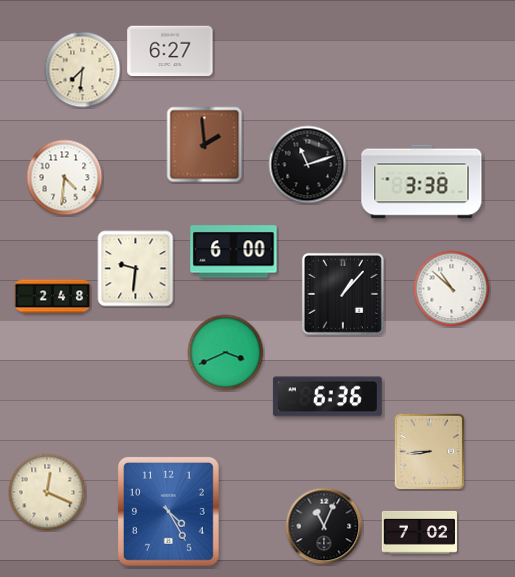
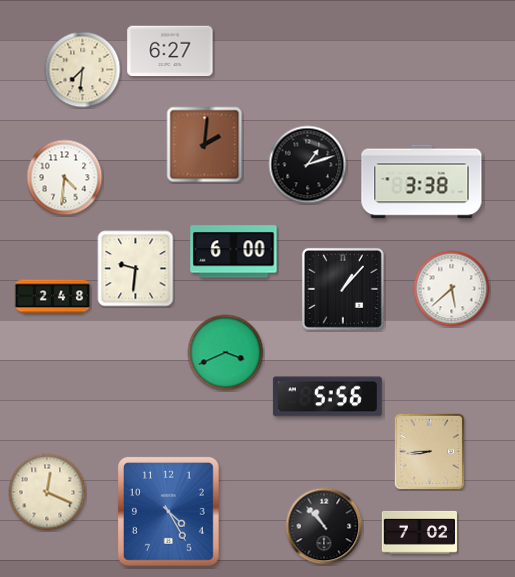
clock at (205, 145): 1:59 -> 2:01
clock at (308, 165): 11:12 -> 1:12
clock at (452, 289): 10:52 -> 5:38
clock at (343, 294) position: (343, 294) -> (343, 289)
clock at (327, 397): 6:36 -> 5:56
clock at (324, 526): 11:04 -> 10:53
